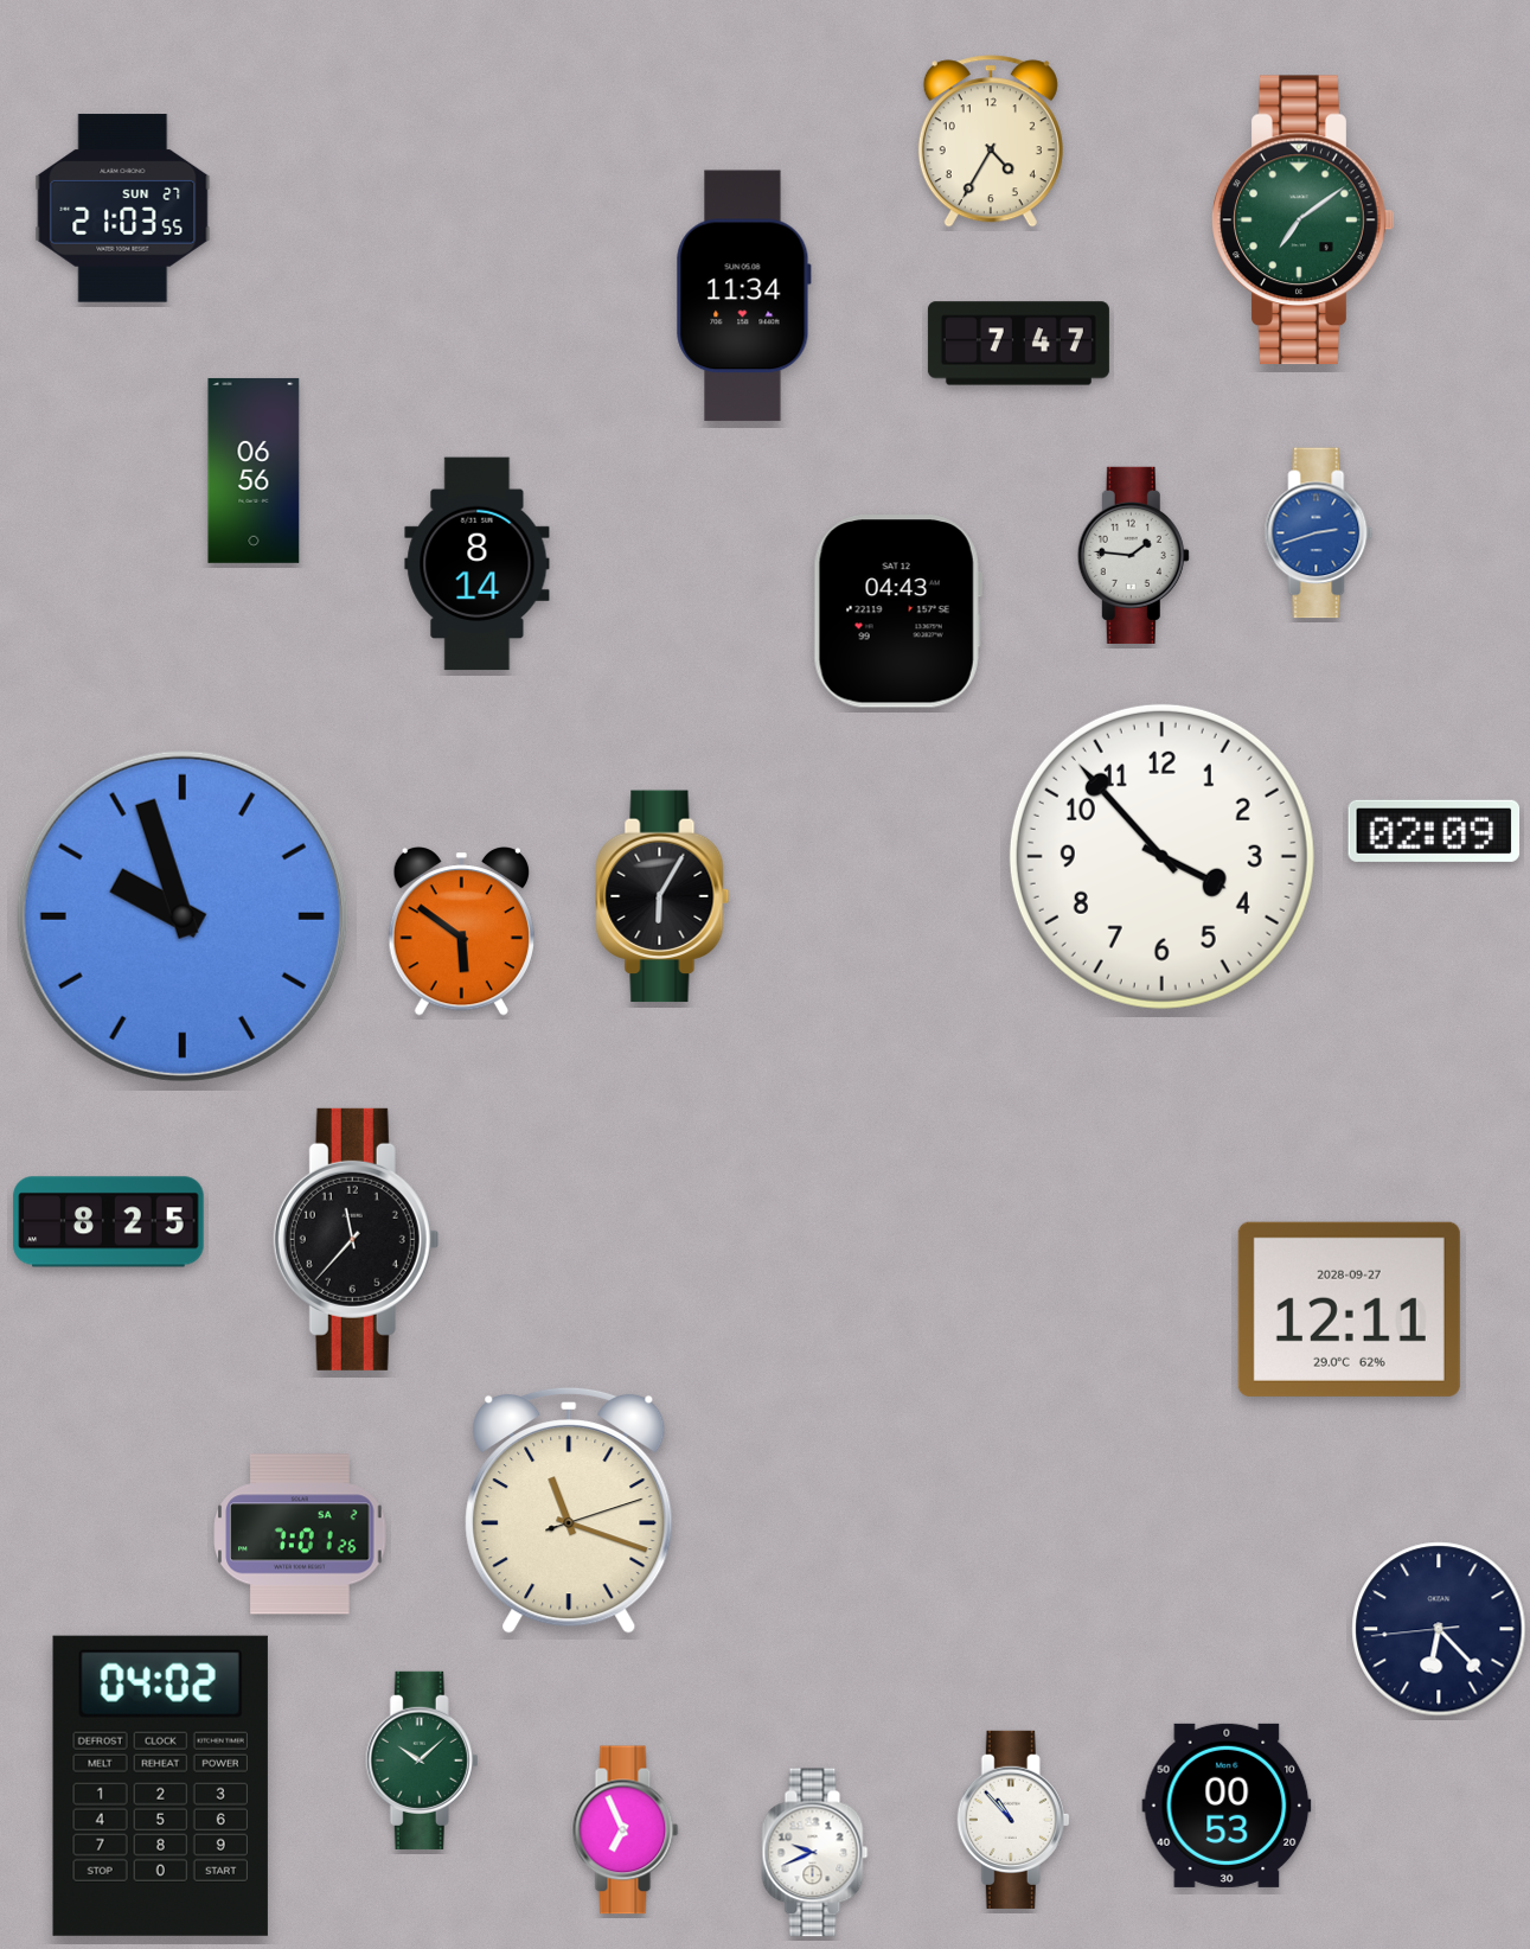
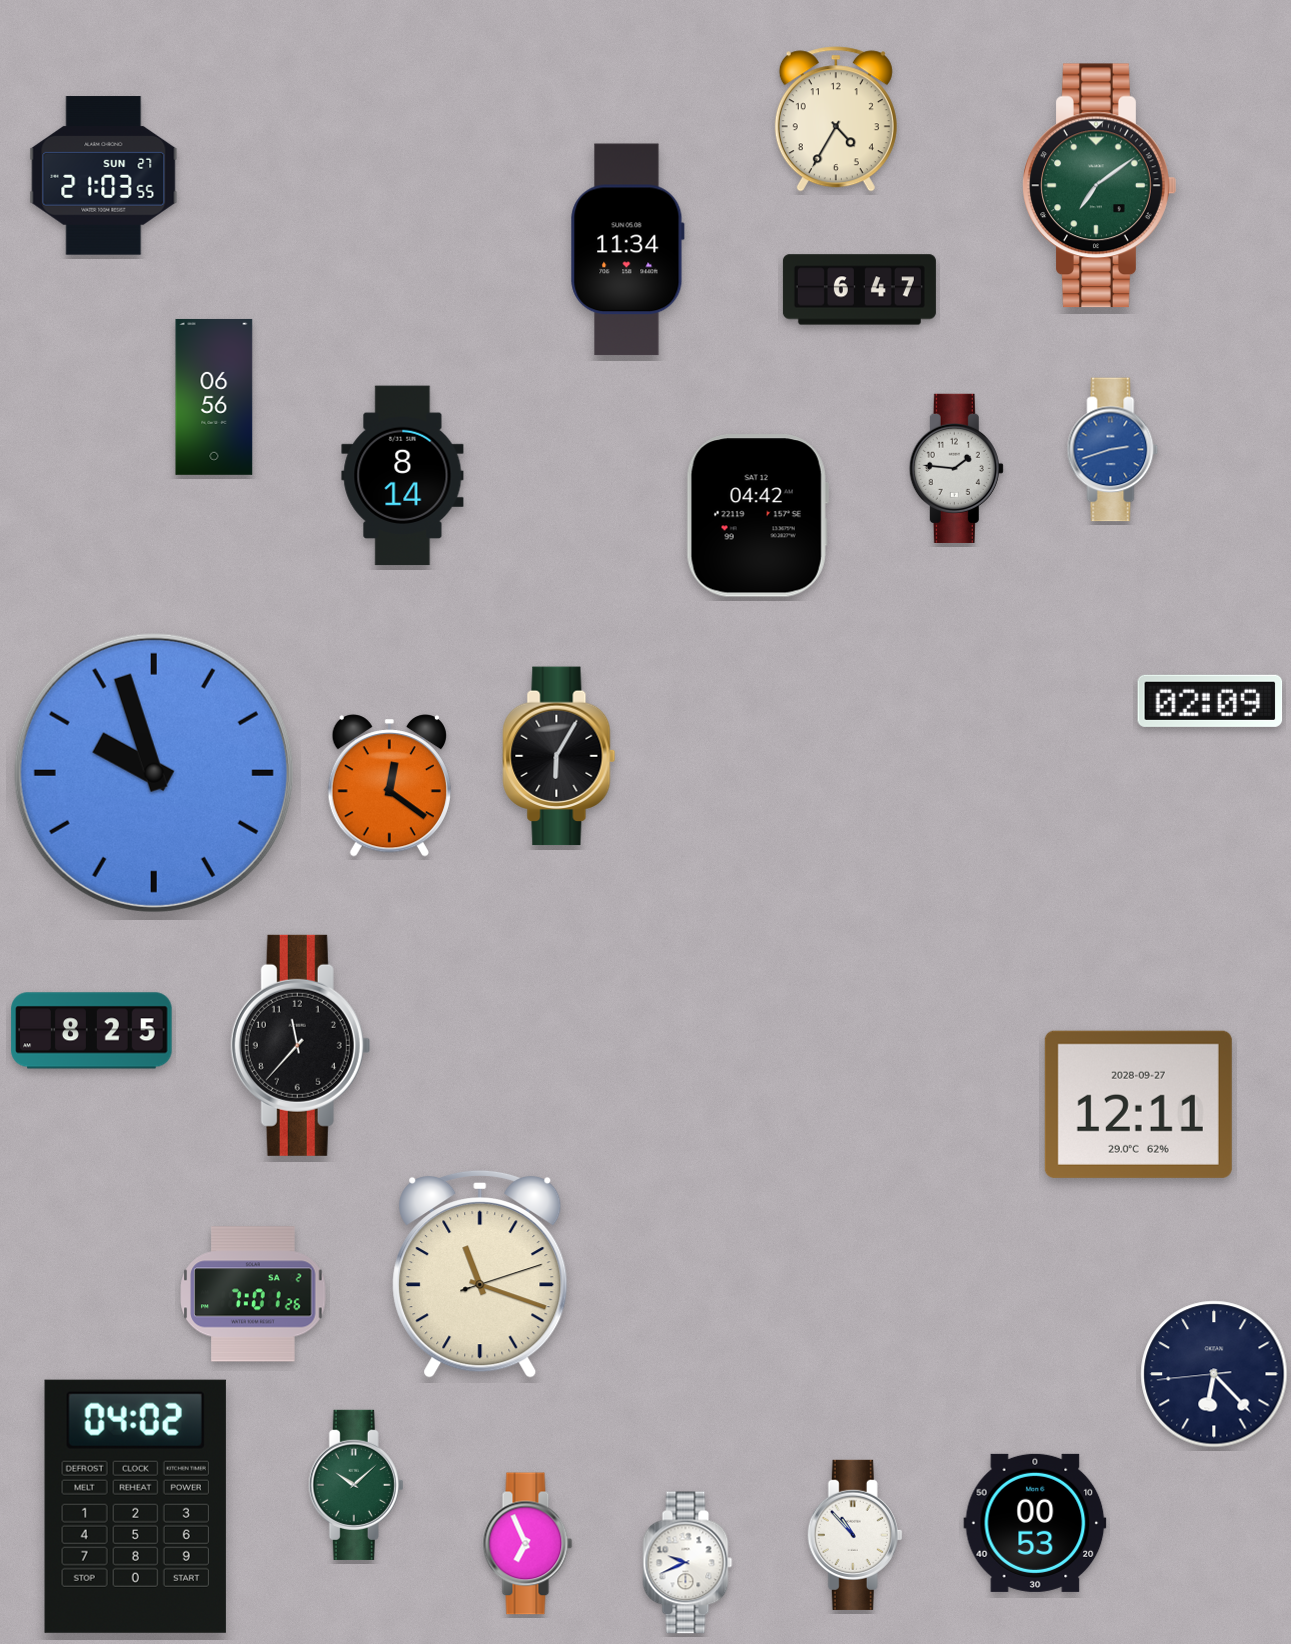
clock at (1018, 344): 7:47 -> 6:47
clock at (897, 612): 04:43 -> 04:42
clock at (1161, 856): 3:53 -> none
clock at (461, 932): 5:51 -> 12:21
